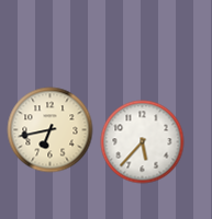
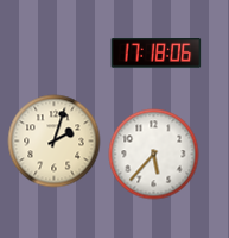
clock at (157, 54): none -> 17:18
clock at (51, 130): 6:43 -> 2:03
